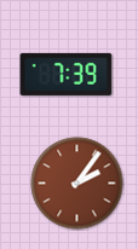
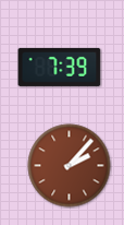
clock at (77, 184): 2:06 -> 2:07
